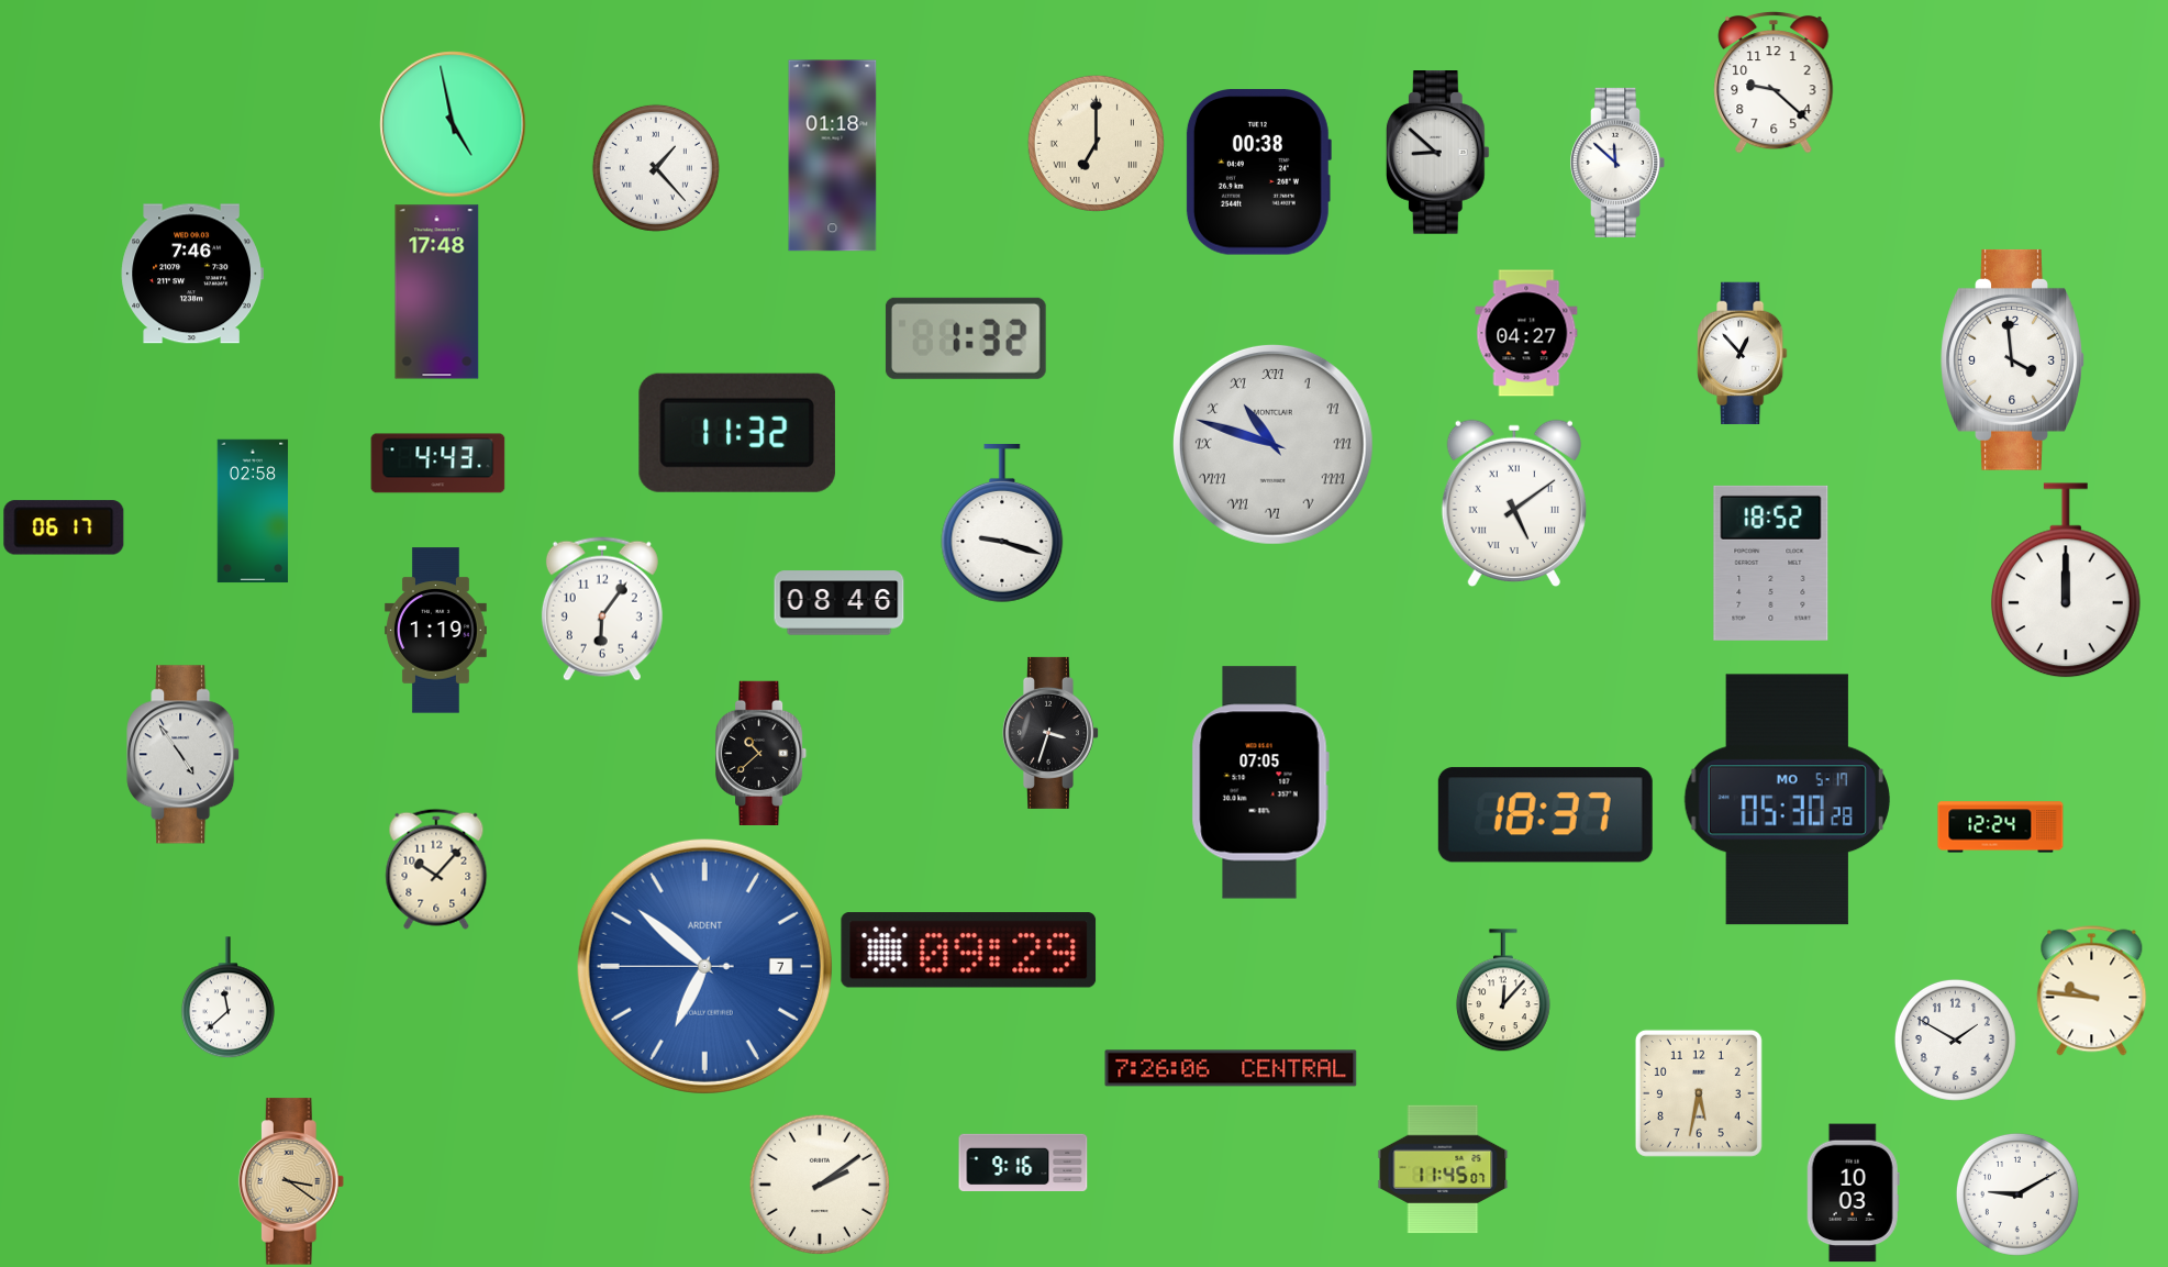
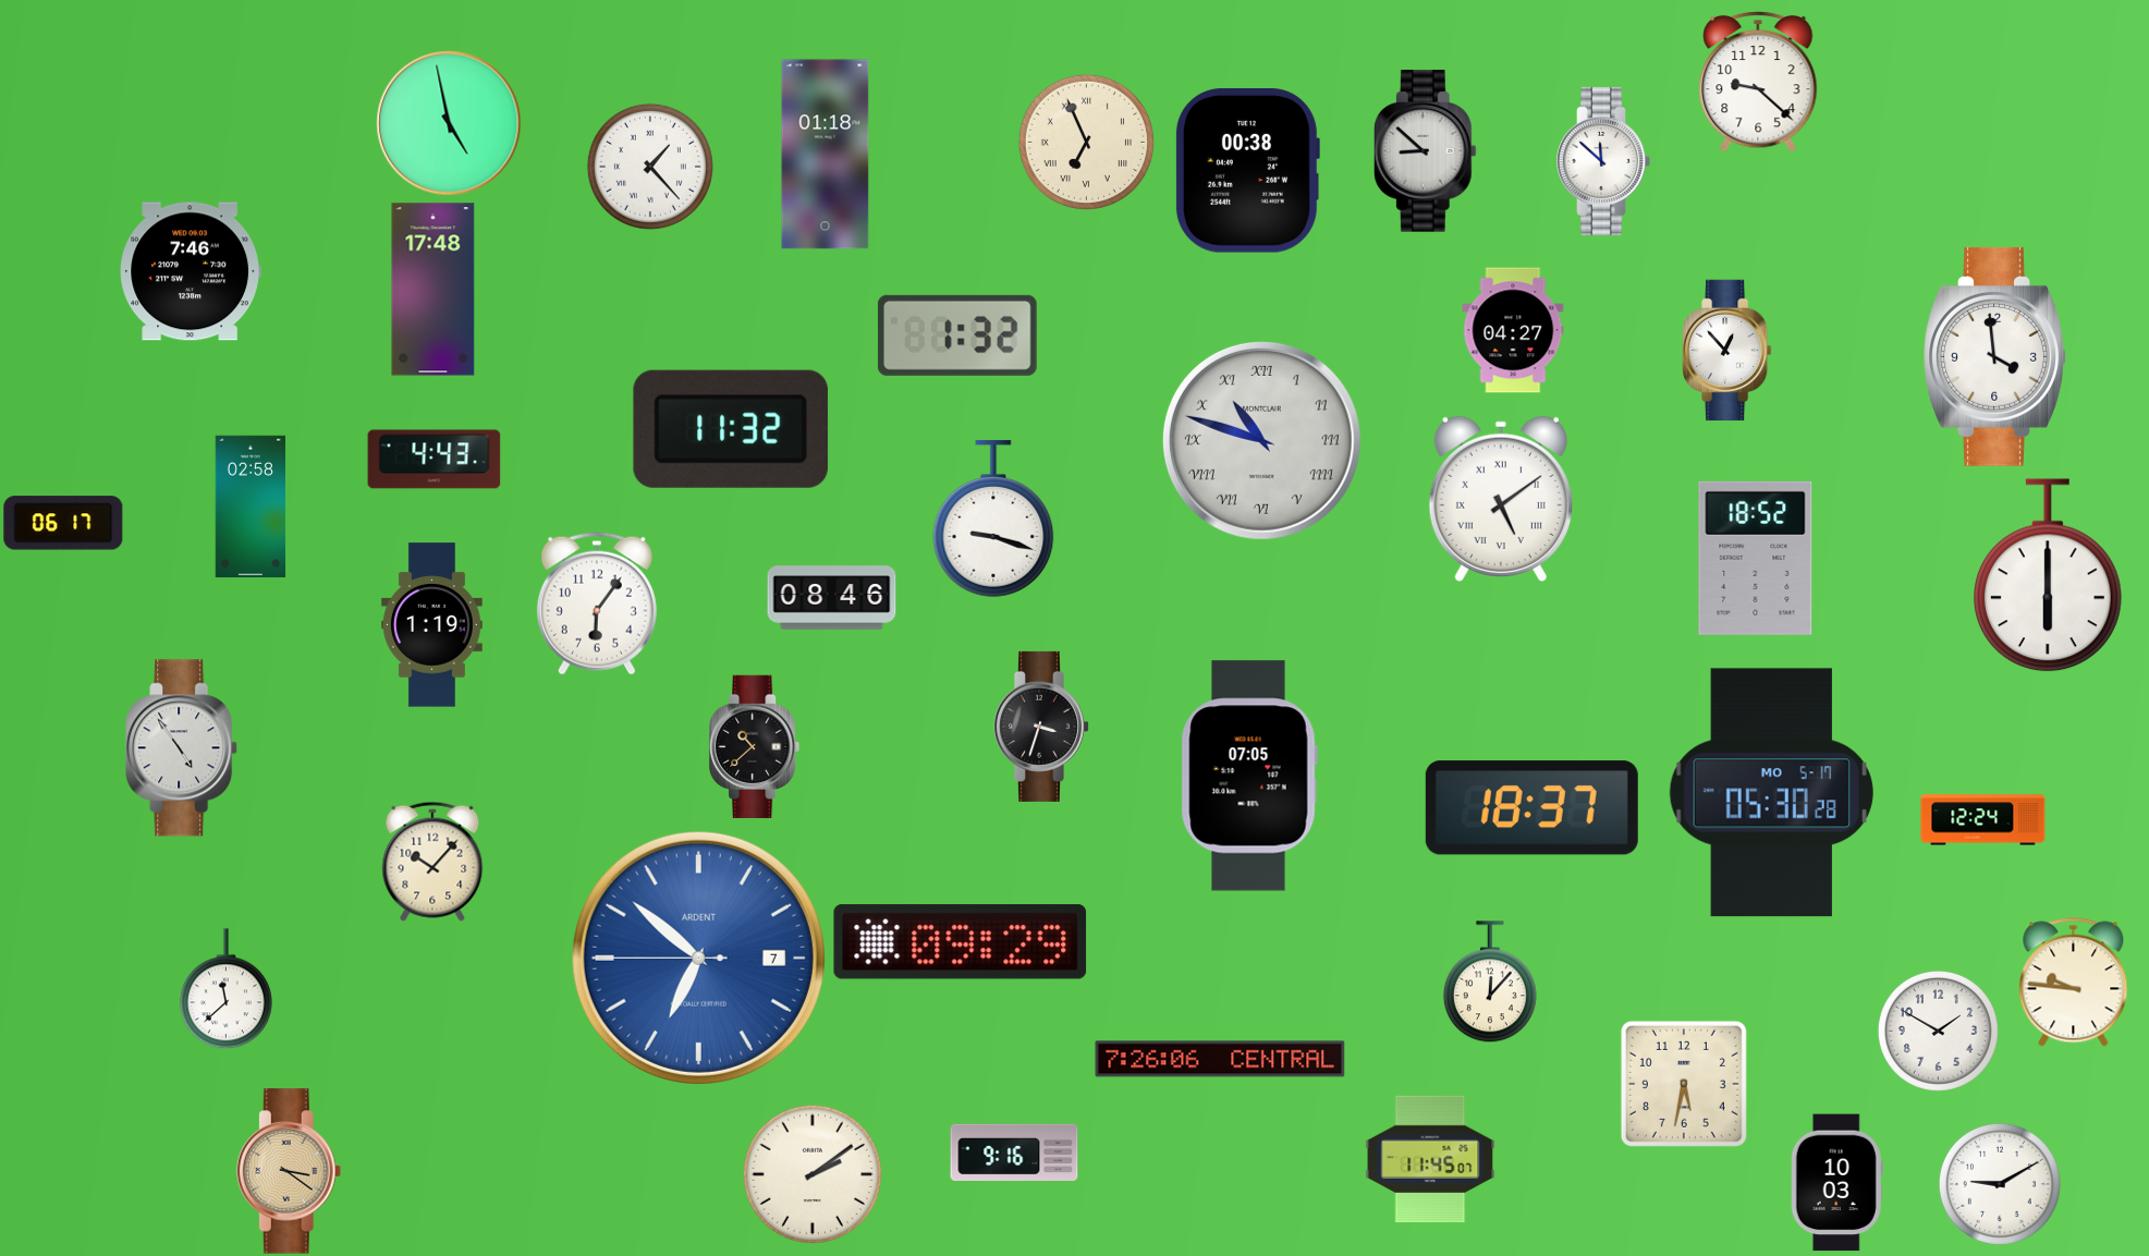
clock at (1096, 143): 7:00 -> 6:56
clock at (2066, 580): 12:00 -> 6:00
